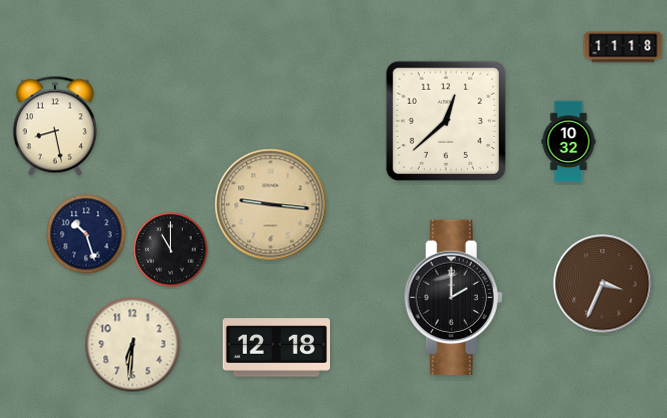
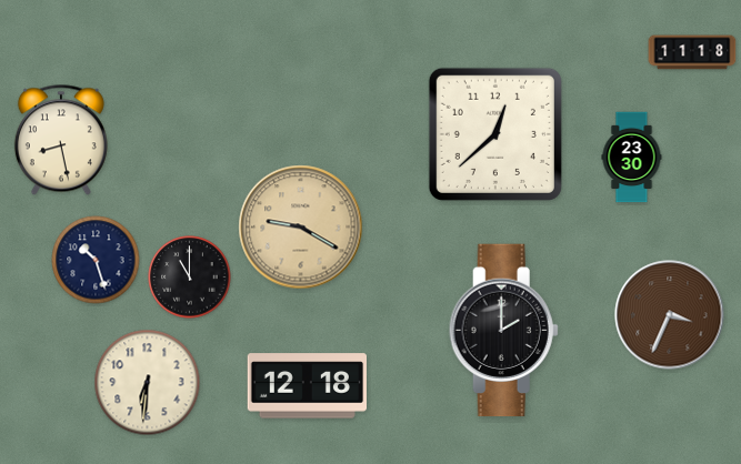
clock at (569, 142): 10:32 -> 23:30
clock at (271, 205): 9:16 -> 9:20
